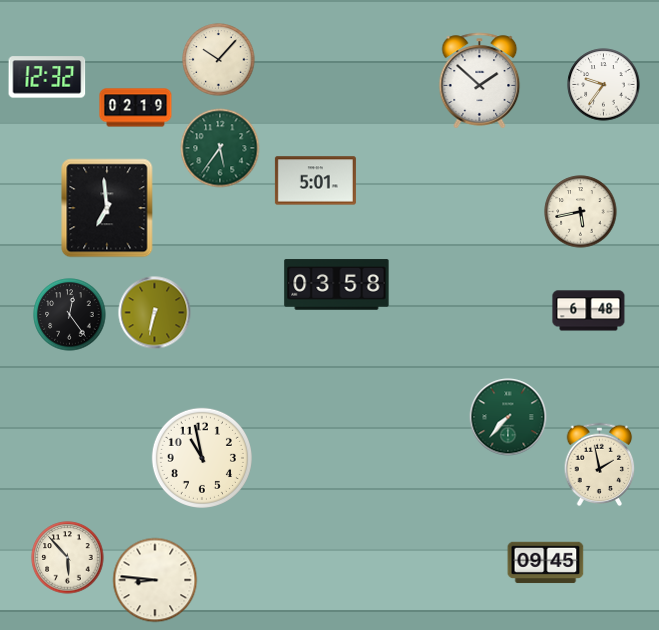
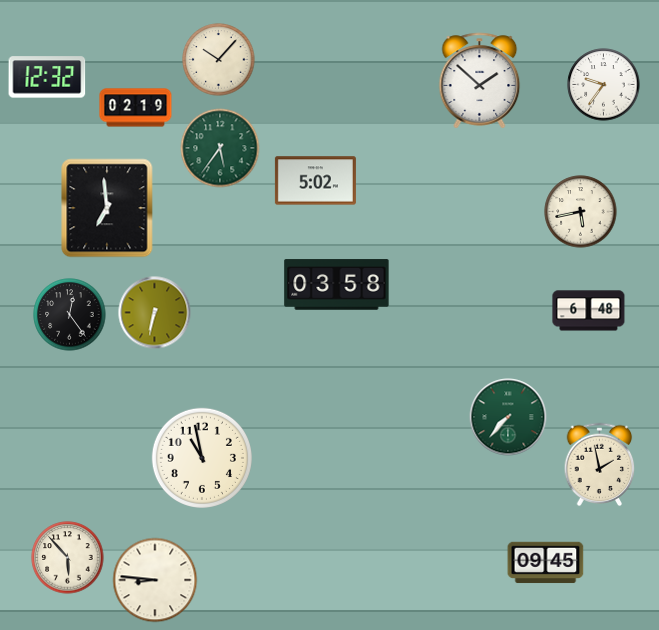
clock at (315, 181): 5:01 -> 5:02
